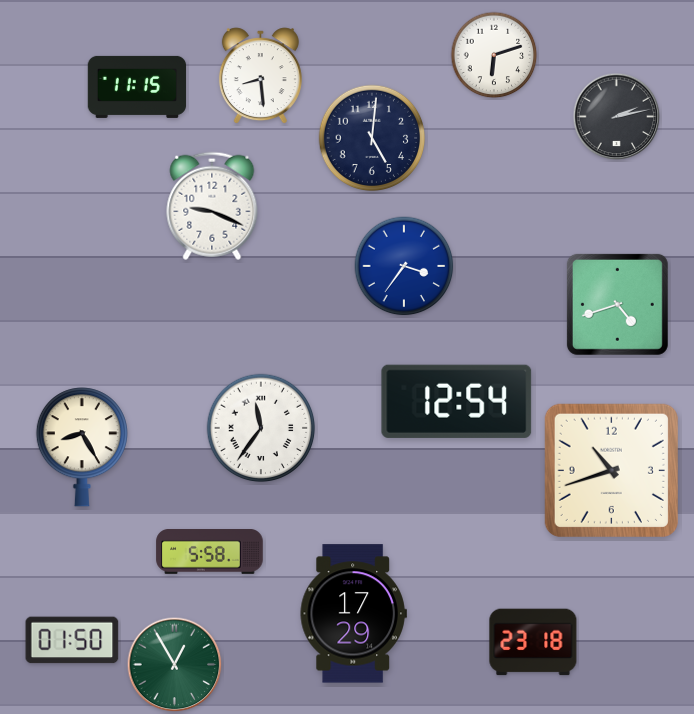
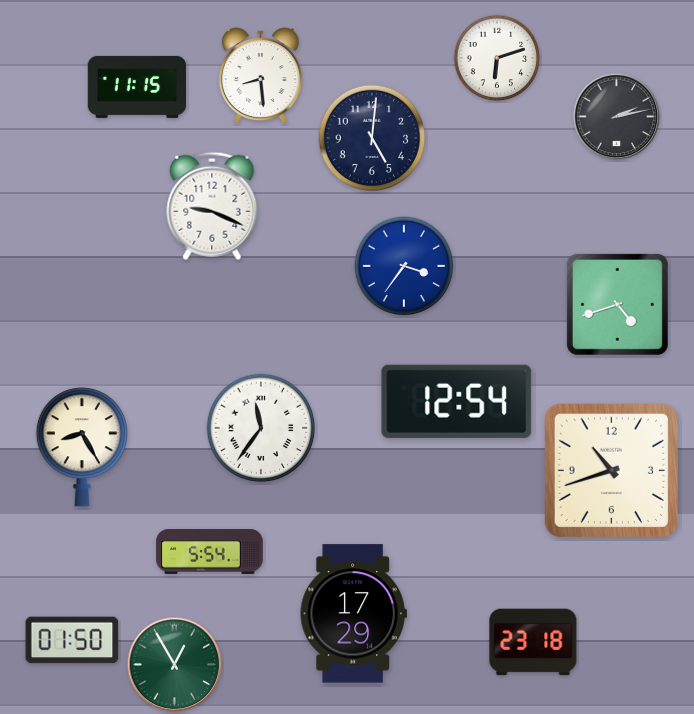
clock at (494, 55) position: (494, 55) -> (497, 58)
clock at (210, 552): 5:58 -> 5:54
